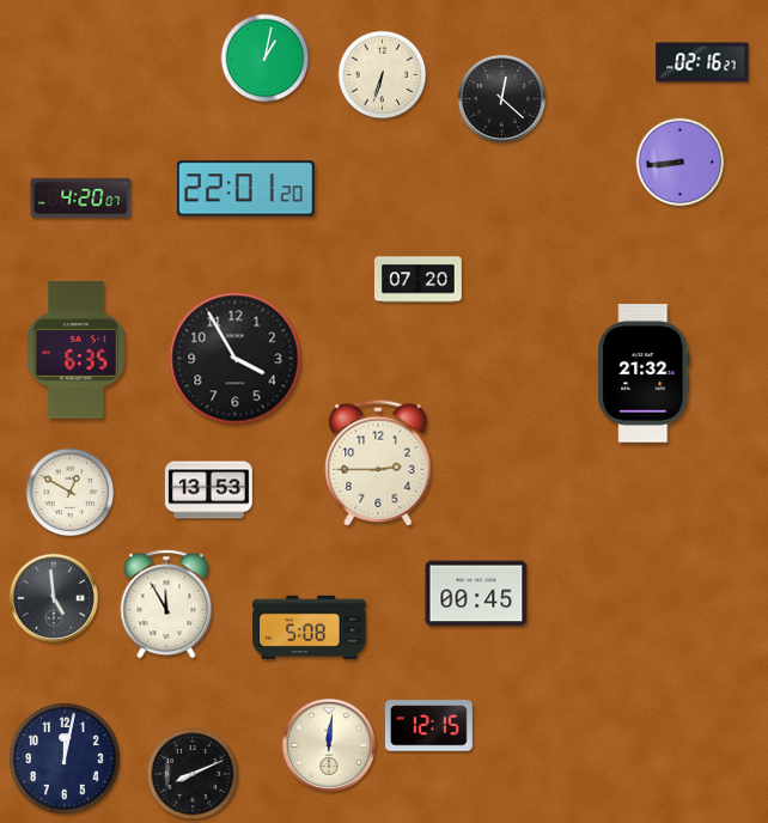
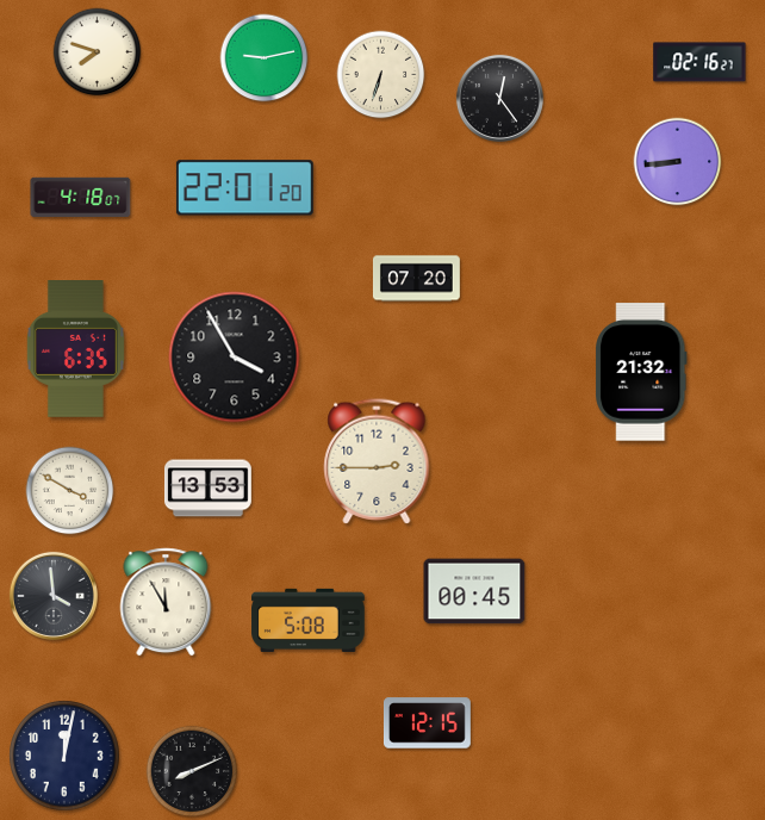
clock at (98, 52): none -> 7:48
clock at (266, 59): 1:02 -> 9:13
clock at (501, 98): 12:22 -> 12:24
clock at (81, 197): 4:20 -> 4:18
clock at (71, 493): 12:50 -> 3:50
clock at (54, 598): 4:59 -> 3:59
clock at (310, 627) position: (310, 627) -> (309, 620)
clock at (329, 745): 12:01 -> none
